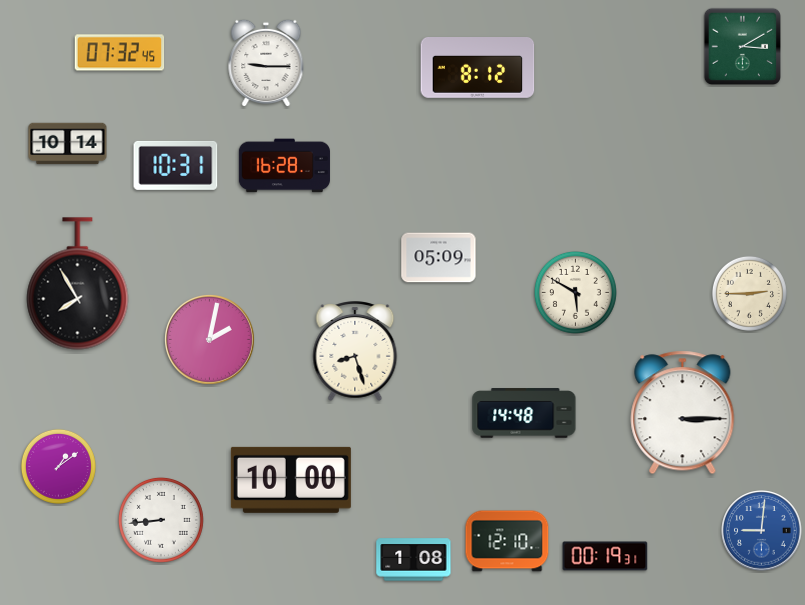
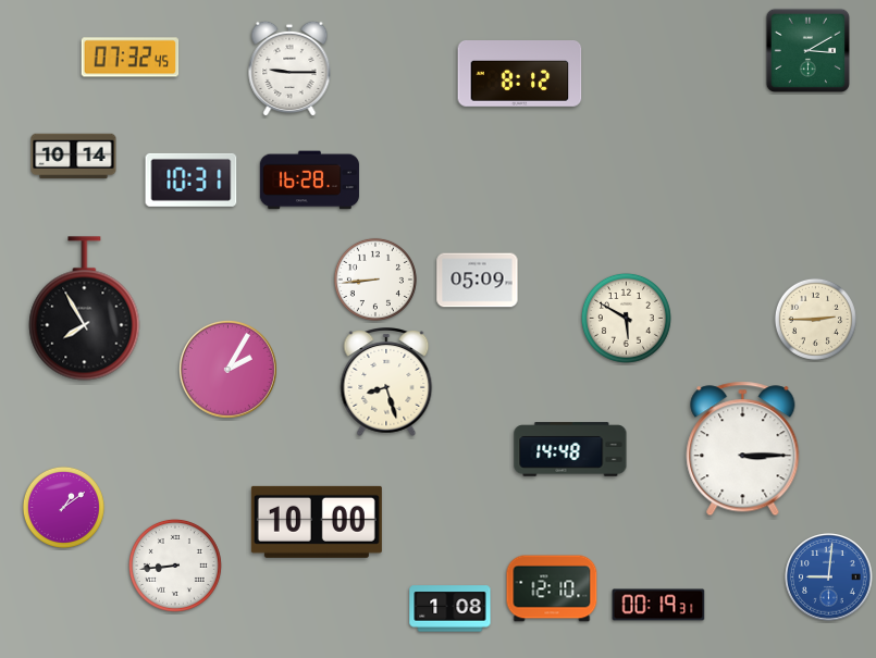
clock at (375, 280): none -> 8:44
clock at (209, 339): 2:02 -> 2:05
